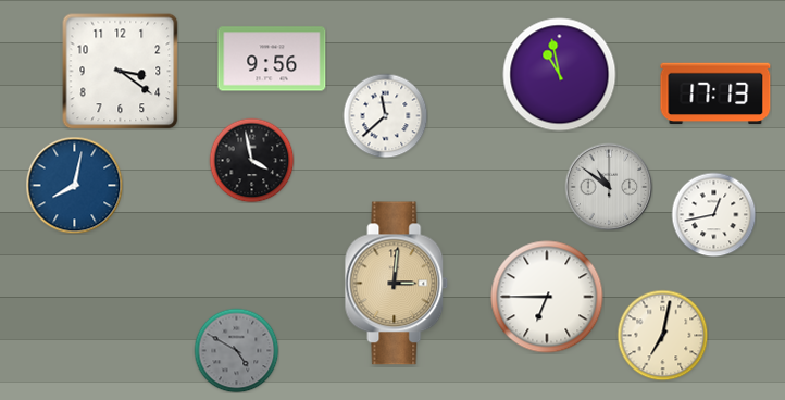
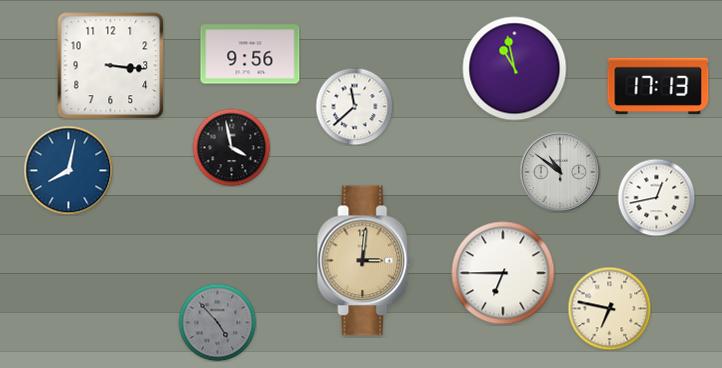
clock at (121, 72): 3:21 -> 3:16
clock at (662, 335): 7:02 -> 6:47
clock at (236, 350): 4:50 -> 4:53
